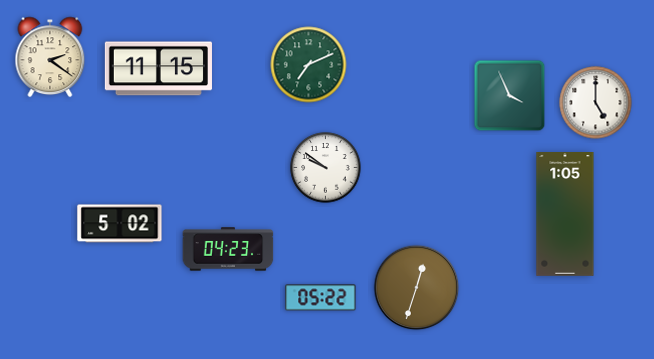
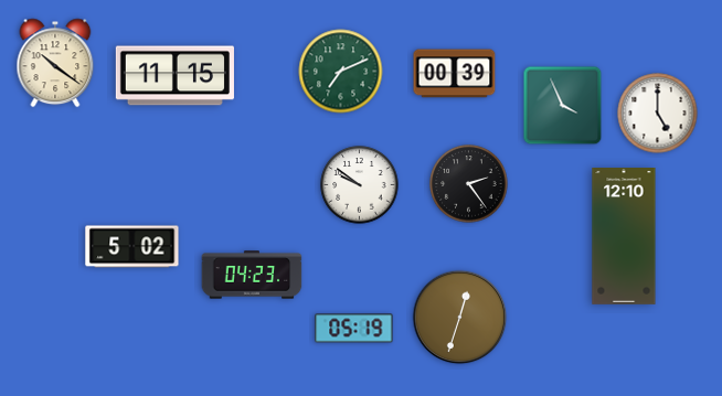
clock at (50, 57): 2:21 -> 10:21
clock at (455, 74): none -> 00:39
clock at (469, 184): none -> 2:24
clock at (565, 215): 1:05 -> 12:10
clock at (321, 298): 05:22 -> 05:19
